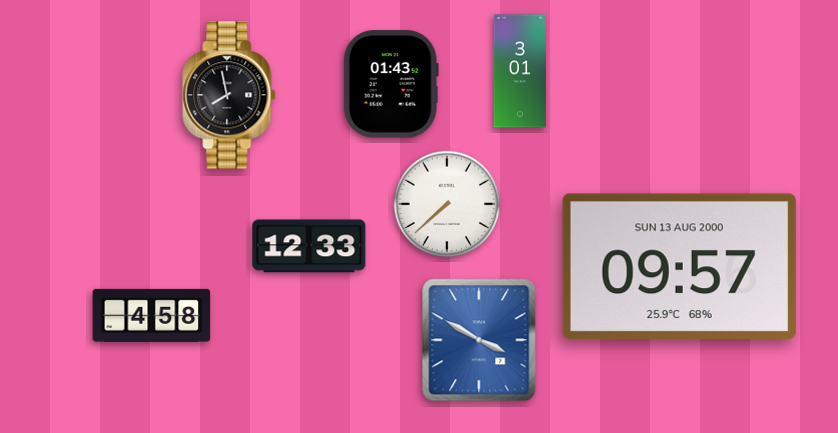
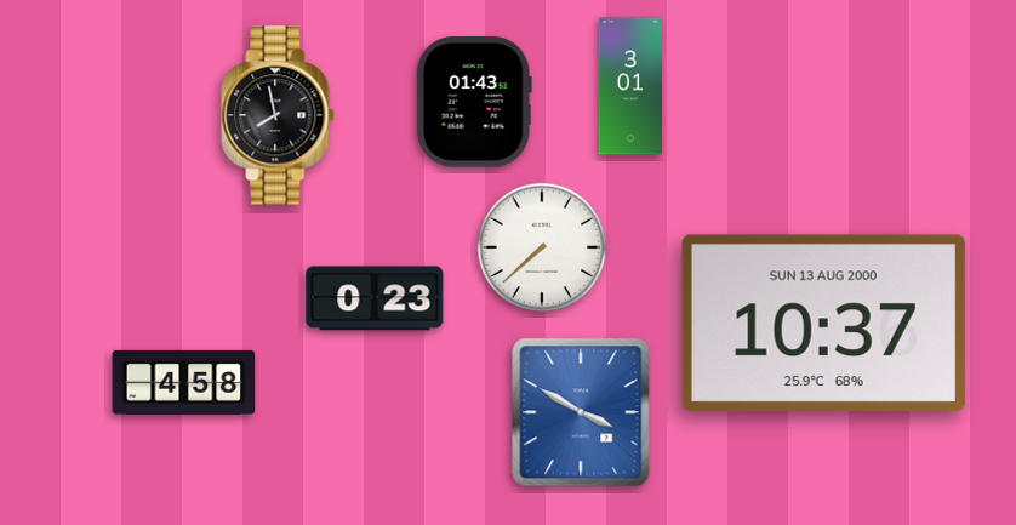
clock at (309, 246): 12:33 -> 0:23
clock at (679, 266): 09:57 -> 10:37
